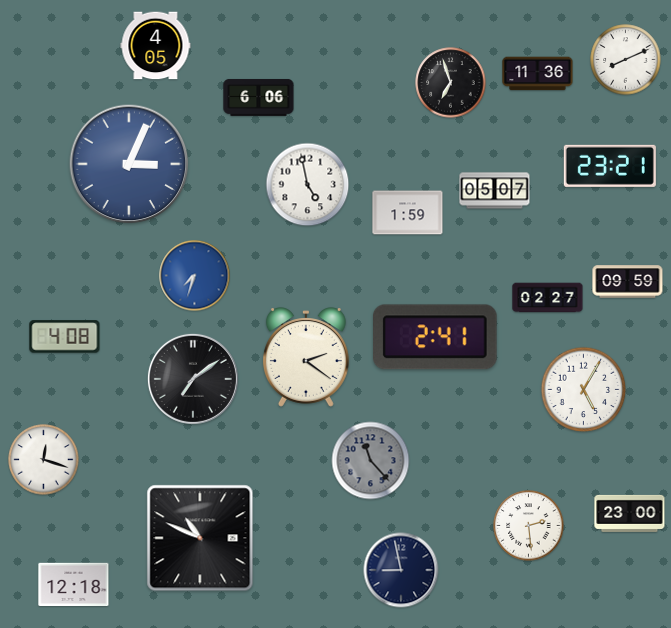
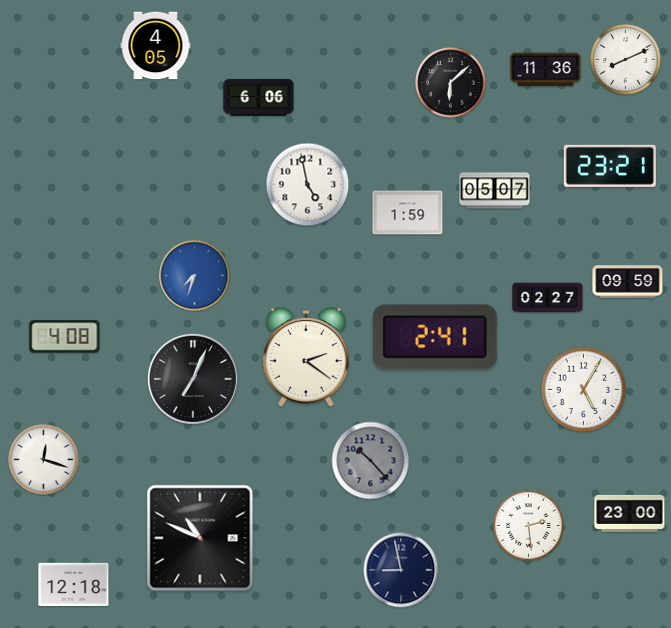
clock at (538, 74) position: (538, 74) -> (546, 70)
clock at (451, 83): 6:57 -> 6:08
clock at (129, 164): 3:04 -> none
clock at (193, 379): 7:09 -> 7:04
clock at (371, 461): 11:23 -> 10:23
